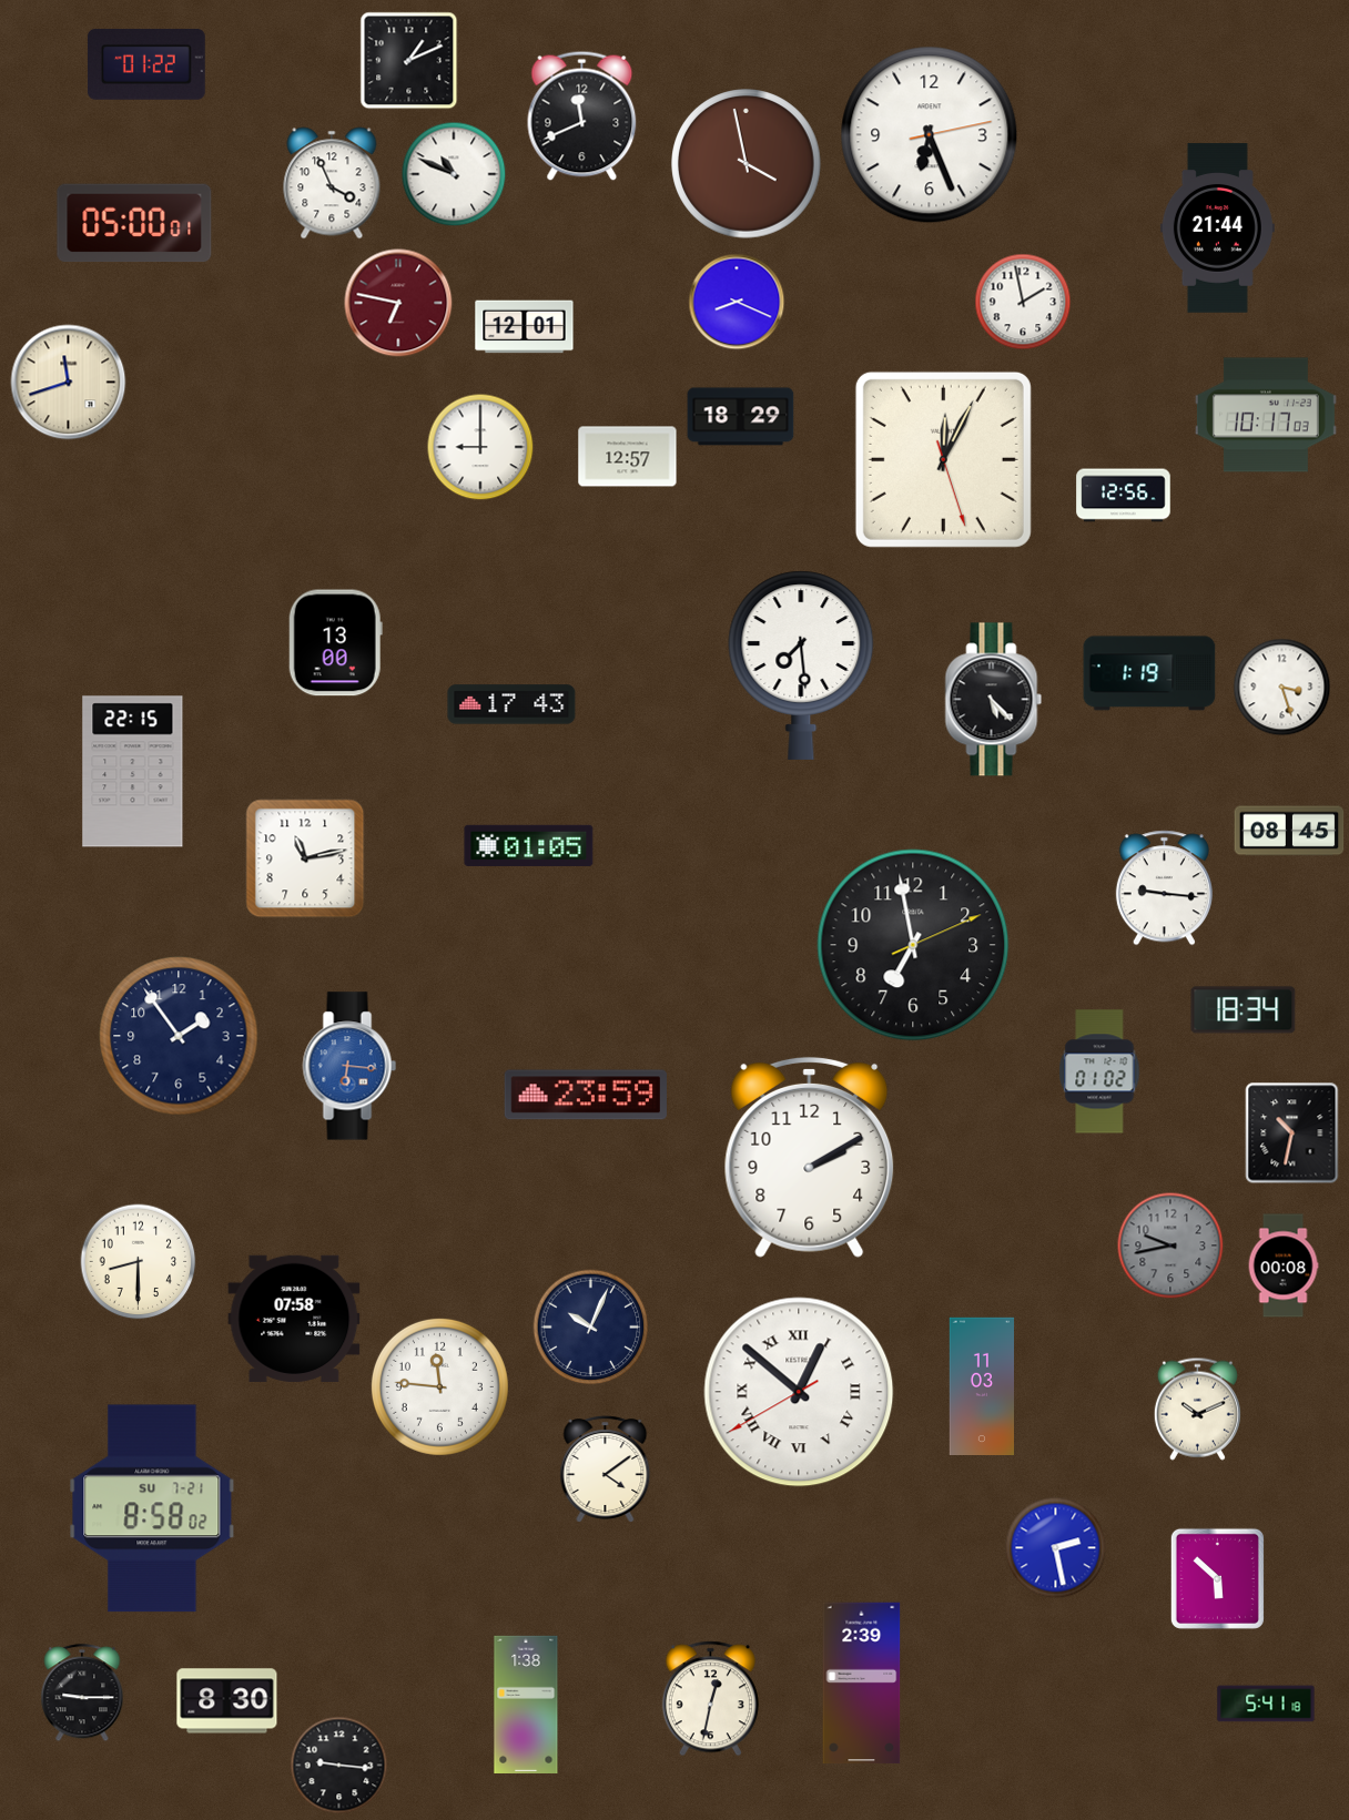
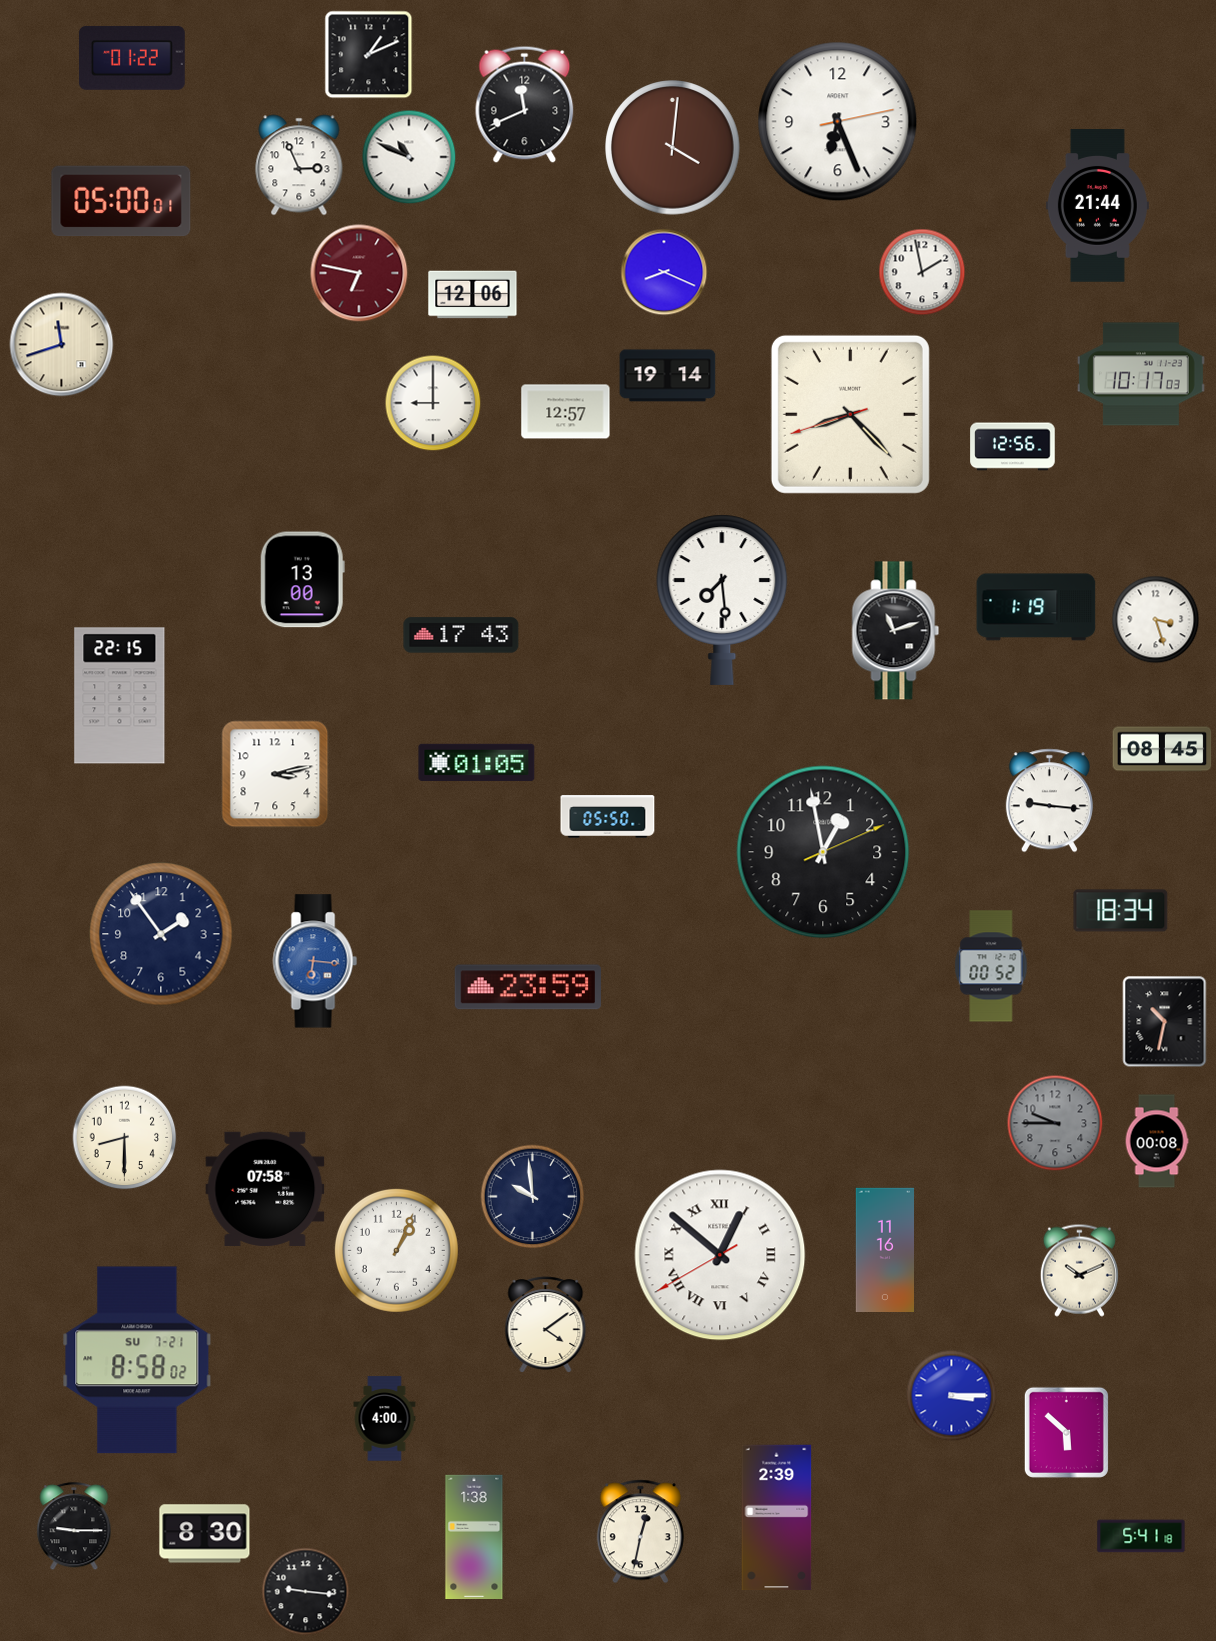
clock at (747, 164): 3:58 -> 4:01
clock at (332, 183): 3:56 -> 2:56
clock at (525, 327): 12:01 -> 12:06
clock at (741, 417): 18:29 -> 19:14
clock at (943, 459): 12:04 -> 8:22
clock at (994, 700): 5:23 -> 11:12
clock at (305, 858): 11:13 -> 3:13
clock at (608, 817): none -> 05:50
clock at (913, 945): 6:58 -> 12:58
clock at (1099, 1071): 01:02 -> 00:52
clock at (810, 1157): 2:10 -> none
clock at (1170, 1245): 9:43 -> 9:45
clock at (591, 1328): 10:04 -> 9:59
clock at (981, 1385): 11:03 -> 11:16
clock at (439, 1386): 11:46 -> 1:04
clock at (1056, 1548): 2:28 -> 3:15
clock at (385, 1419): none -> 4:00
clock at (1217, 1578) position: (1217, 1578) -> (1066, 1432)
